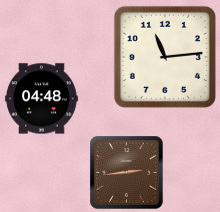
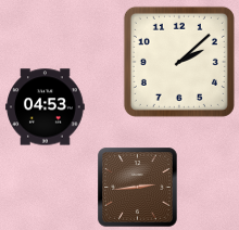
clock at (165, 57): 11:14 -> 2:08
clock at (42, 99): 04:48 -> 04:53
